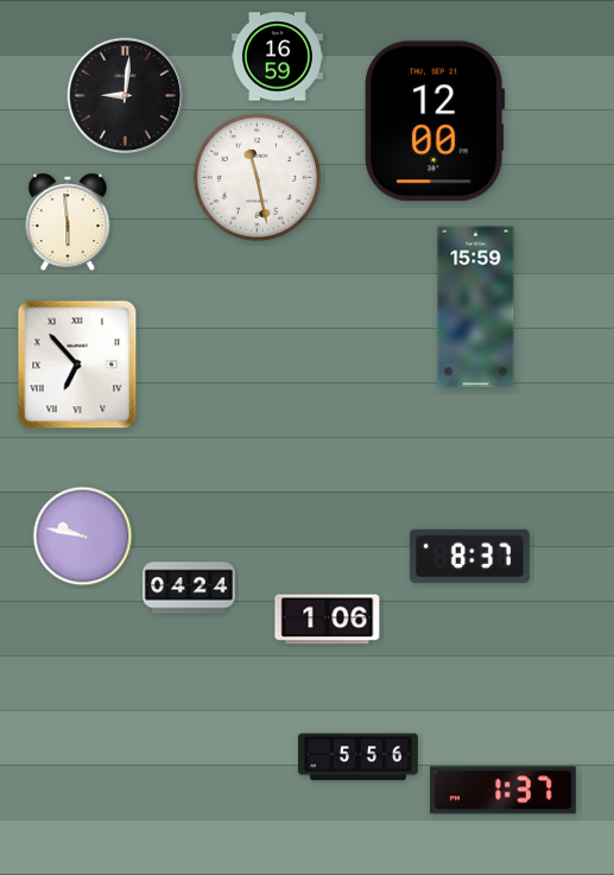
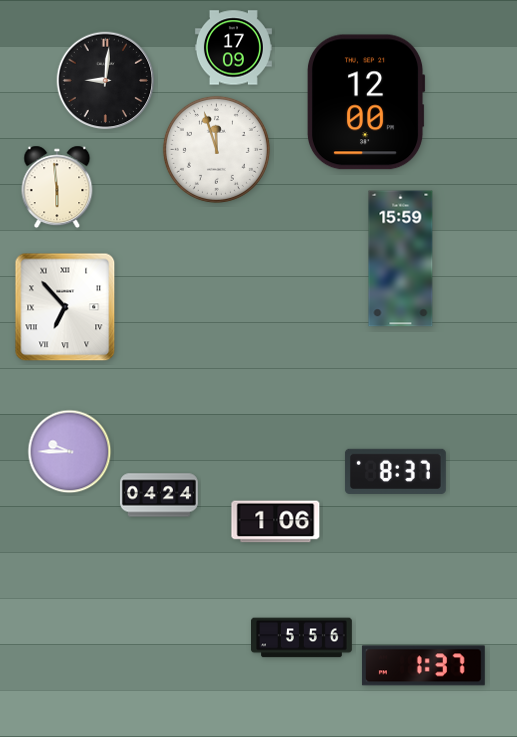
clock at (277, 57): 16:59 -> 17:09
clock at (257, 177): 11:28 -> 11:57
clock at (83, 537): 9:47 -> 9:45
clock at (469, 556) position: (469, 556) -> (395, 471)
